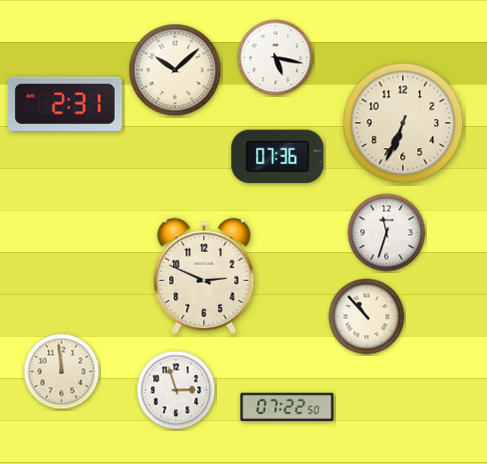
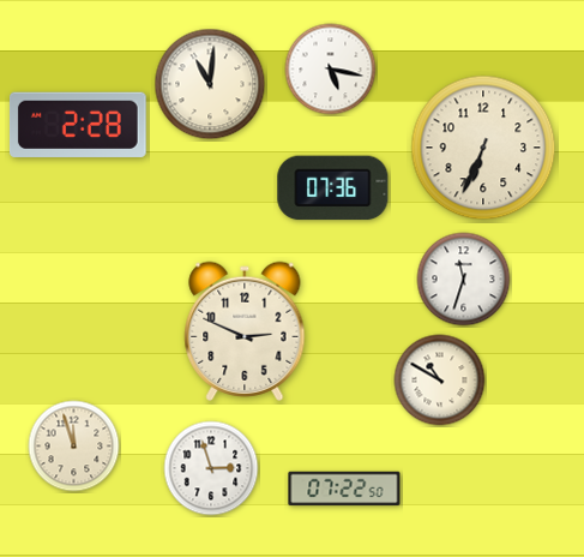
clock at (175, 70): 10:08 -> 11:01
clock at (65, 104): 2:31 -> 2:28
clock at (367, 317): 10:53 -> 10:50
clock at (62, 372): 11:59 -> 11:57
